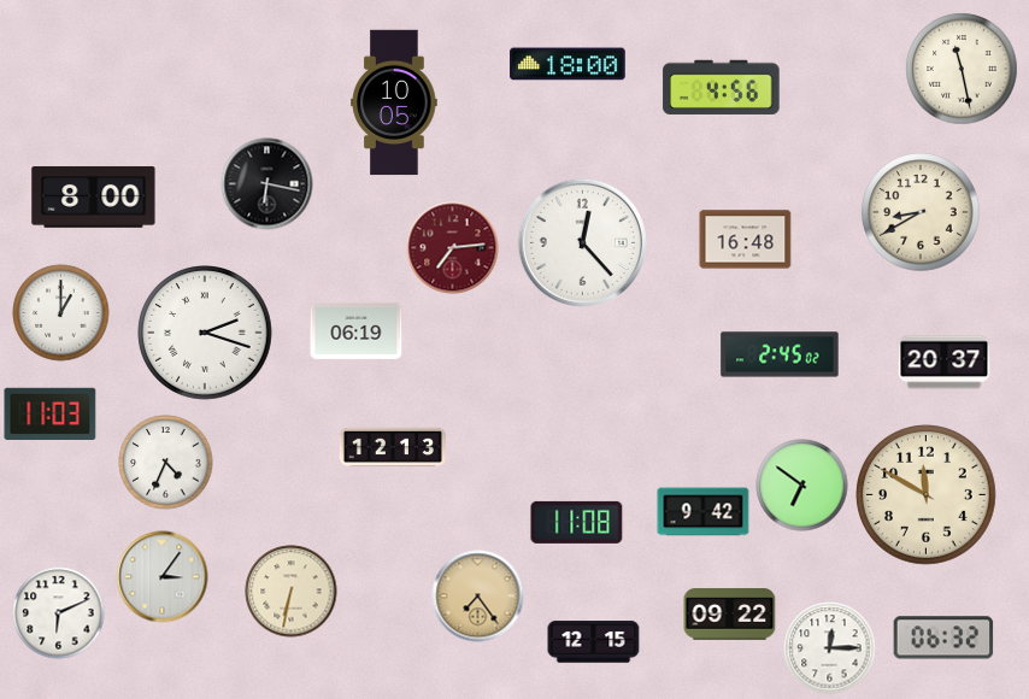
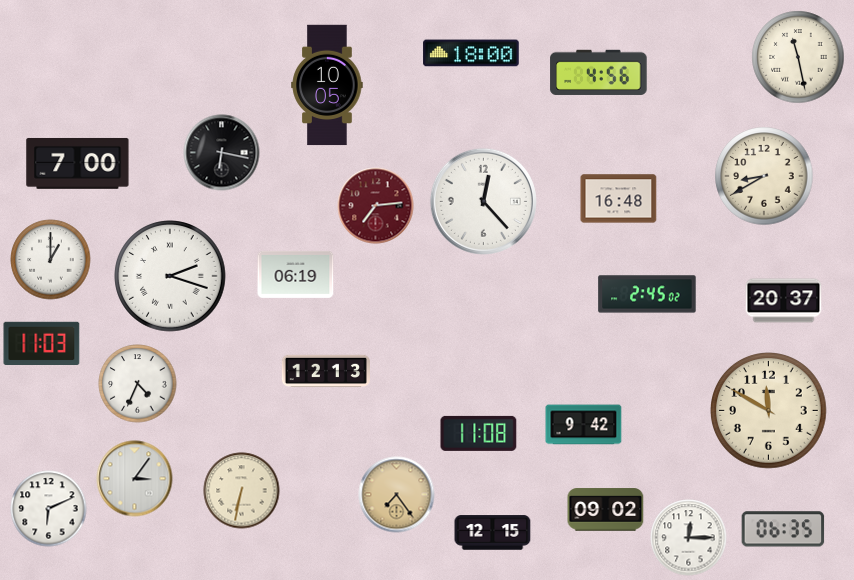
clock at (94, 196): 8:00 -> 7:00
clock at (802, 486): 6:51 -> none
clock at (730, 615): 09:22 -> 09:02
clock at (943, 638): 06:32 -> 06:35
